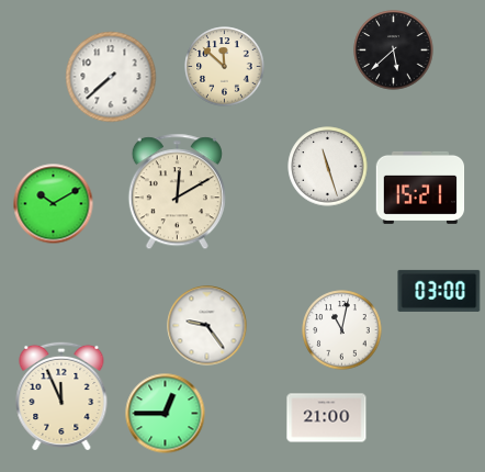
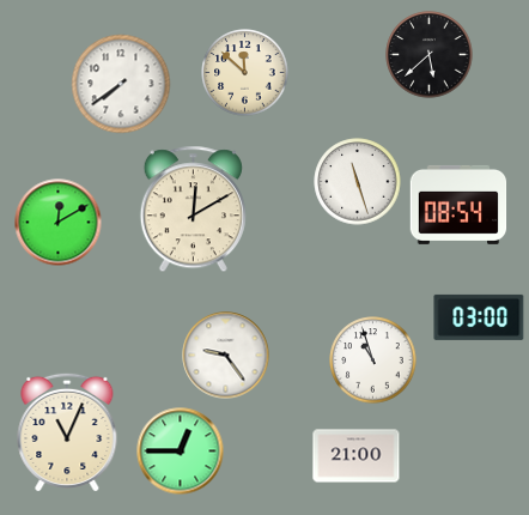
clock at (111, 77): 7:38 -> 7:39
clock at (420, 188): 15:21 -> 08:54
clock at (54, 204): 10:10 -> 12:10
clock at (342, 330): 11:02 -> 10:57
clock at (61, 395): 11:56 -> 11:04
